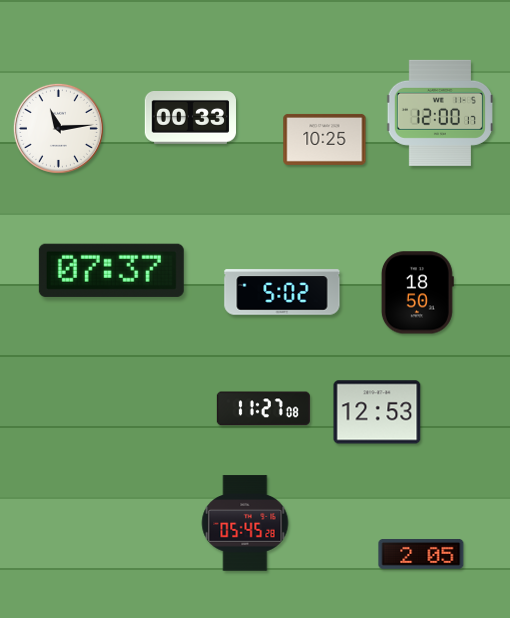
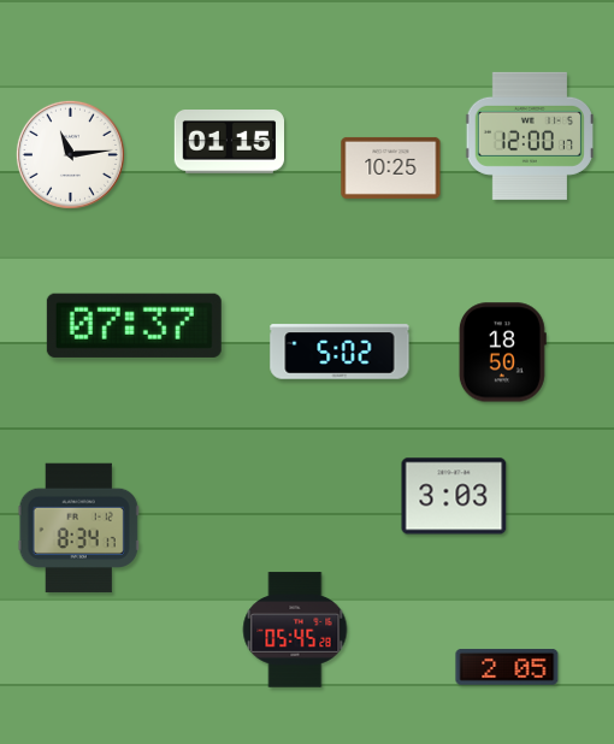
clock at (190, 118): 00:33 -> 01:15
clock at (263, 409): 11:27 -> none
clock at (377, 412): 12:53 -> 3:03
clock at (78, 529): none -> 8:34
